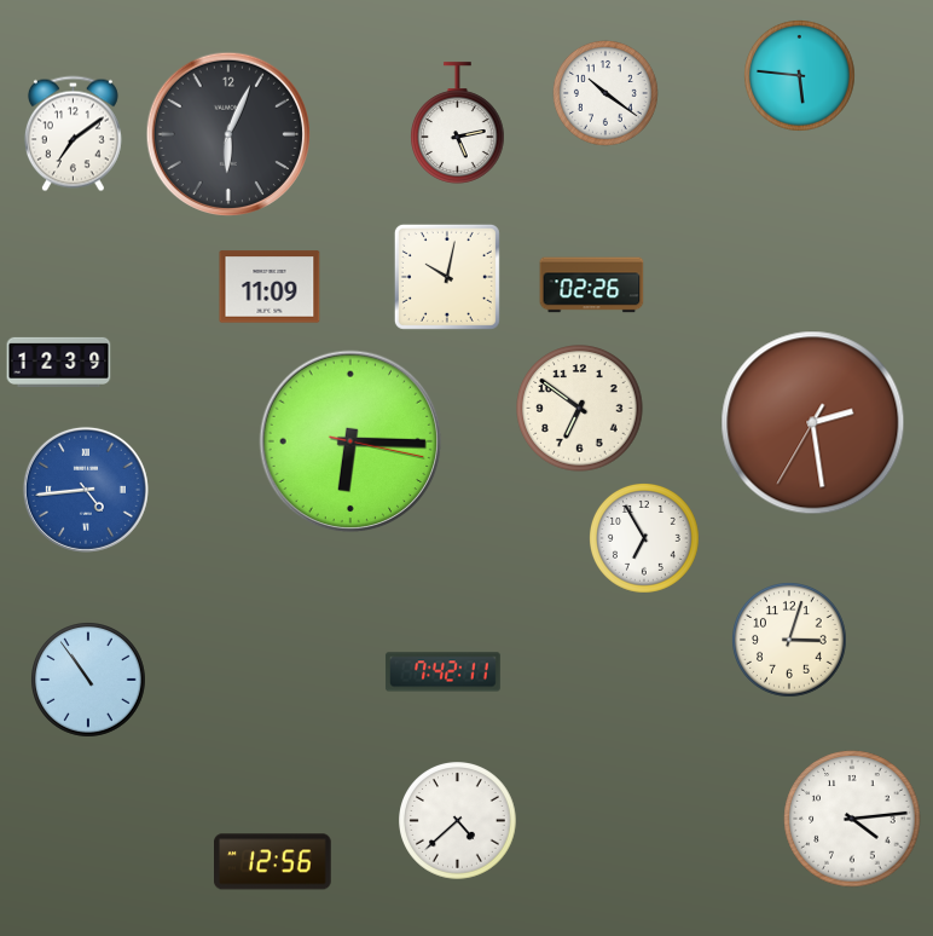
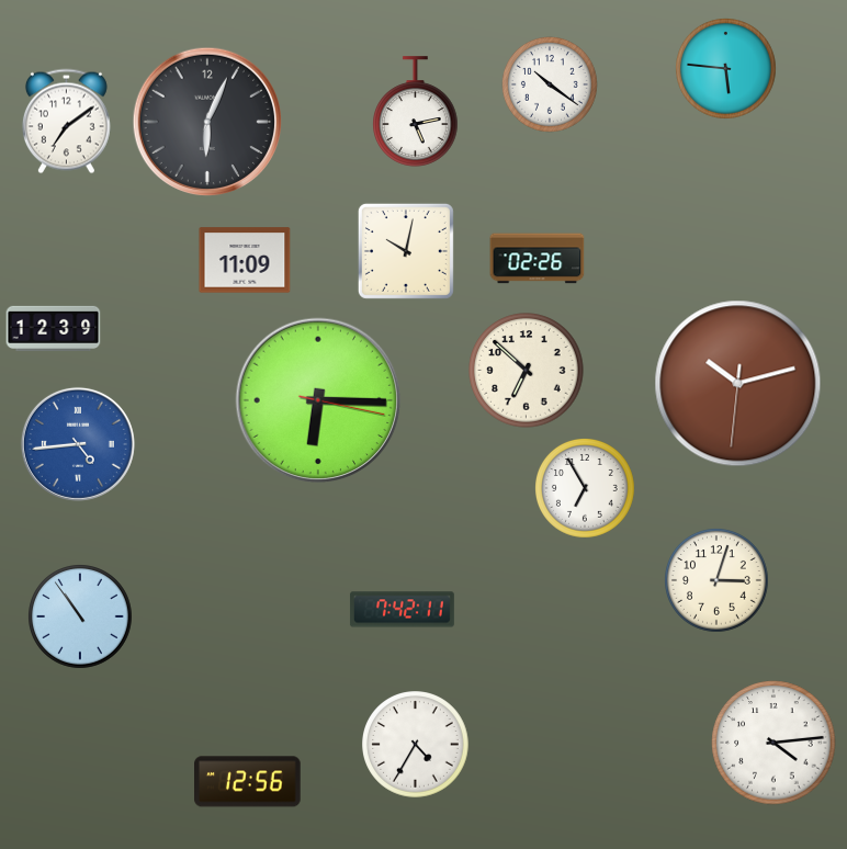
clock at (580, 409): 6:51 -> 6:52
clock at (813, 423): 2:28 -> 10:12
clock at (458, 821): 4:38 -> 4:35
